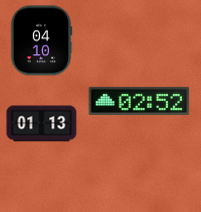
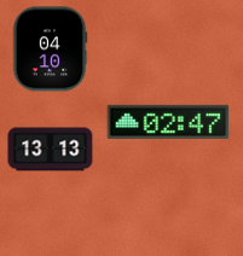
clock at (139, 101): 02:52 -> 02:47
clock at (42, 124): 01:13 -> 13:13
